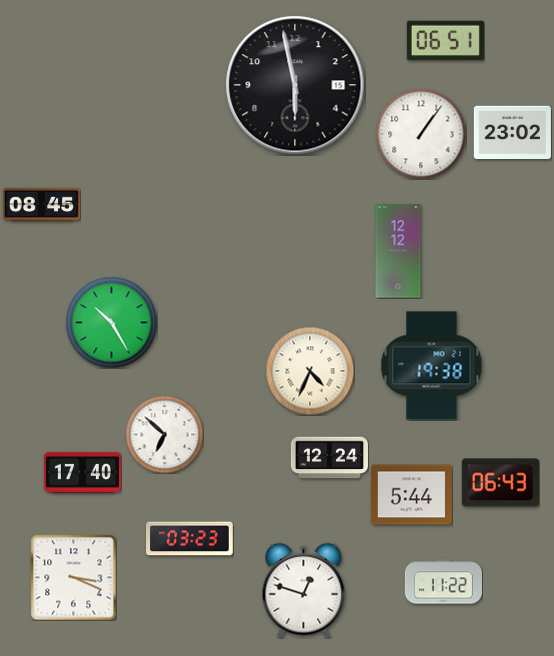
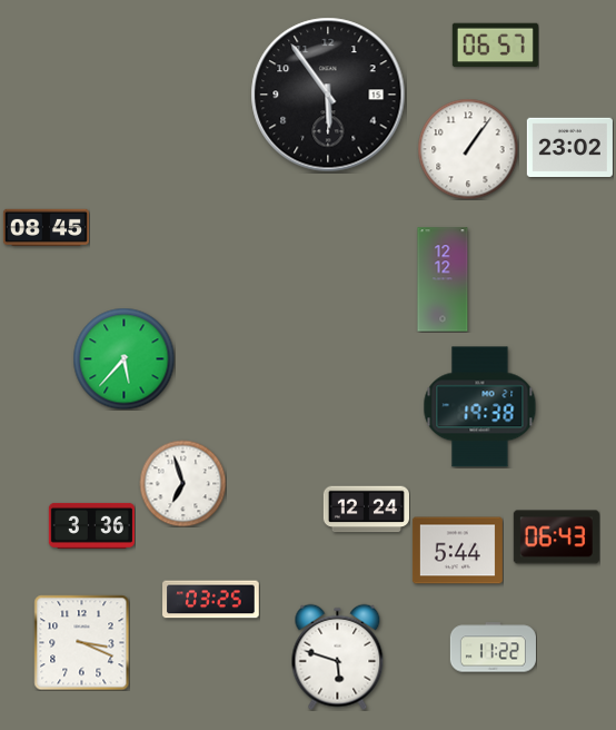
clock at (445, 41): 06:51 -> 06:57
clock at (295, 85): 5:58 -> 5:54
clock at (111, 322): 10:25 -> 5:37
clock at (310, 371): 4:34 -> none
clock at (164, 434): 6:52 -> 6:57
clock at (82, 472): 17:40 -> 3:36
clock at (190, 539): 03:23 -> 03:25
clock at (304, 590): 12:48 -> 5:48
